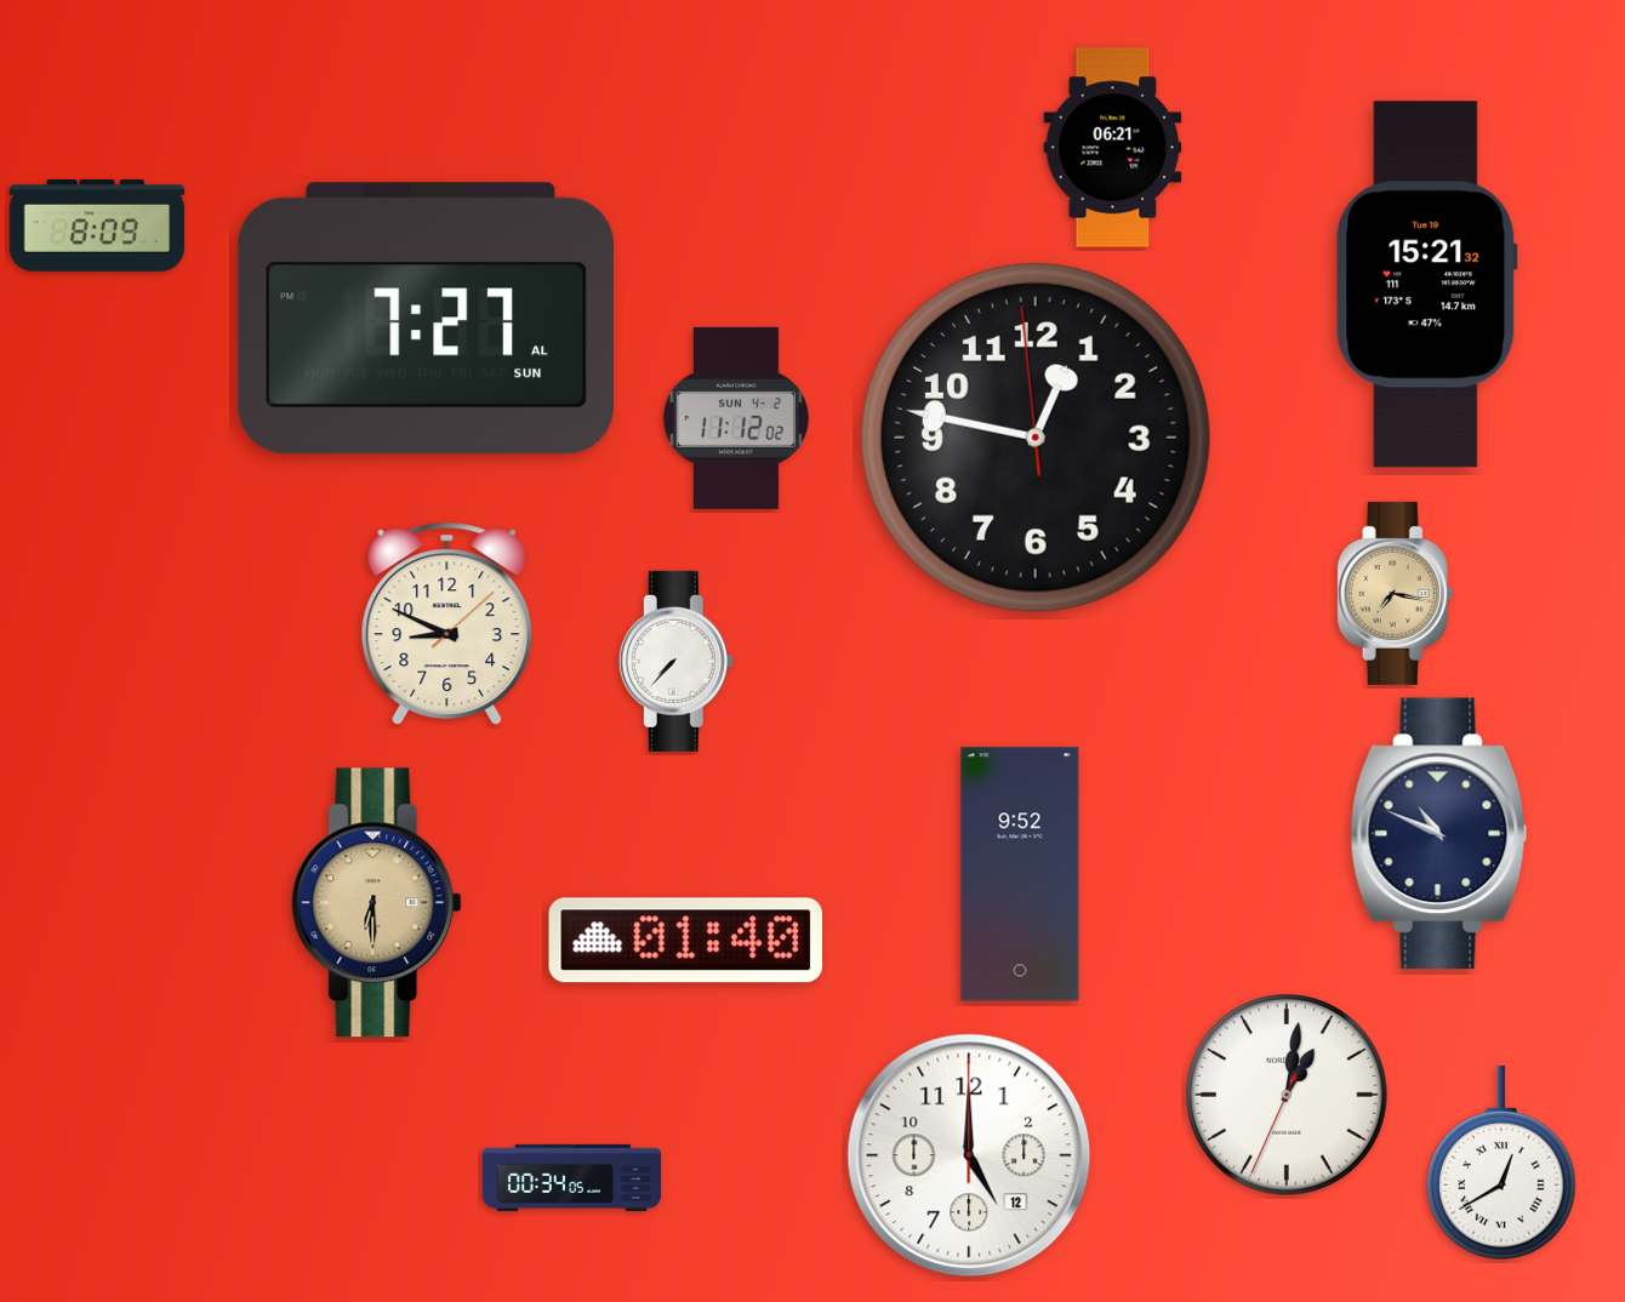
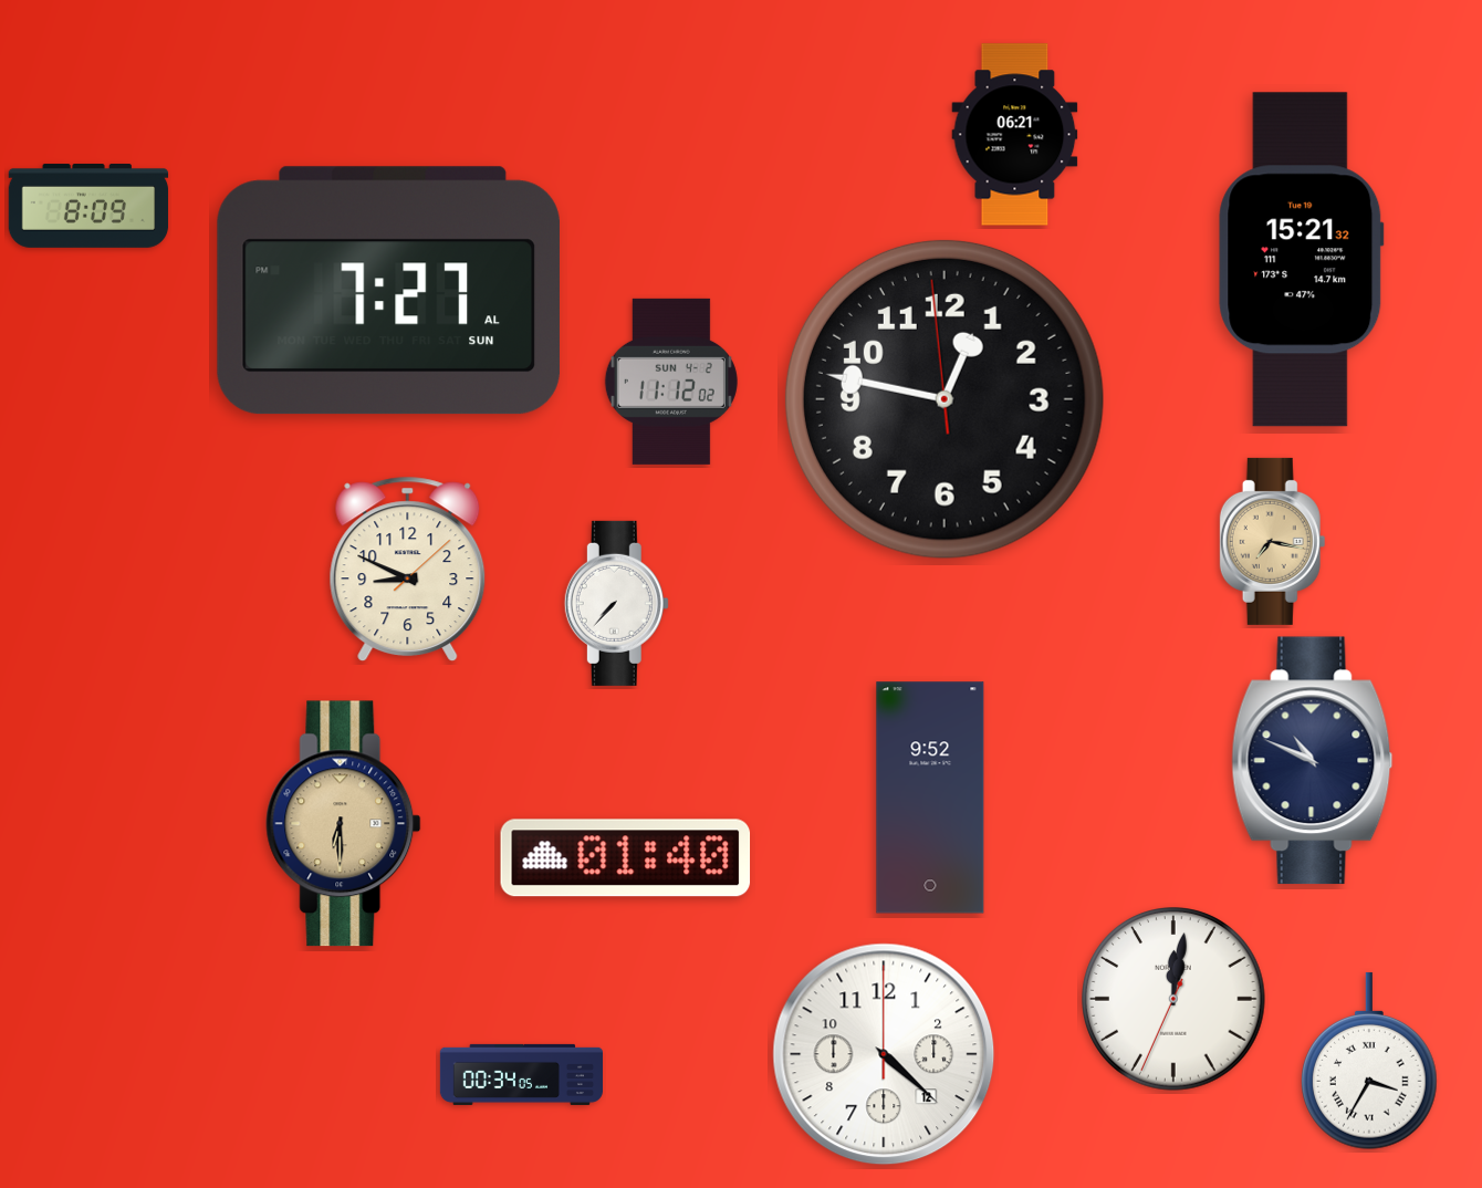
clock at (1287, 1095): 1:01 -> 12:01
clock at (969, 1155): 5:00 -> 4:22
clock at (1501, 1164): 12:40 -> 3:35
